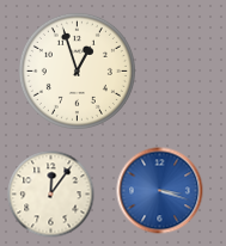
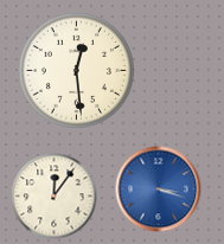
clock at (77, 70): 12:57 -> 12:29
clock at (51, 195) position: (51, 195) -> (55, 197)
